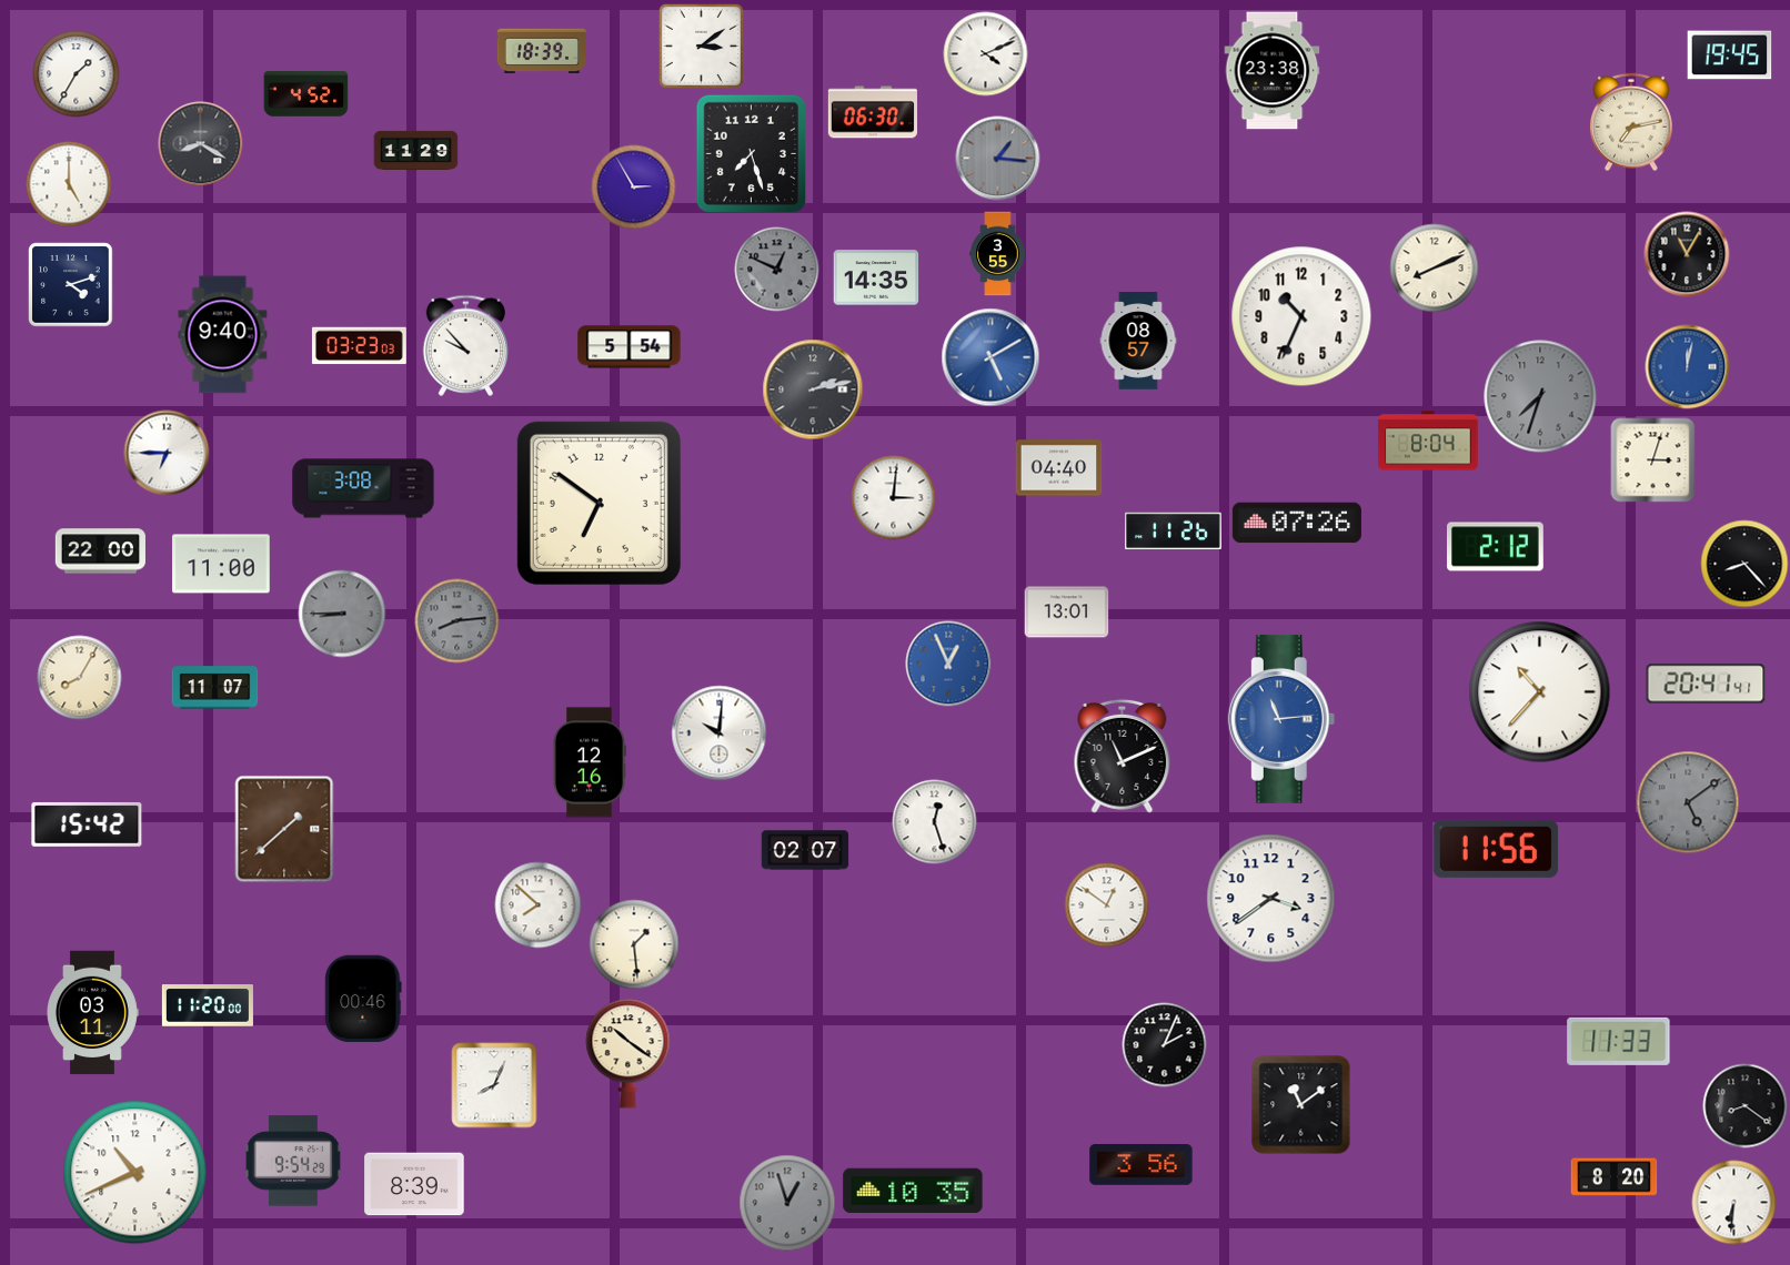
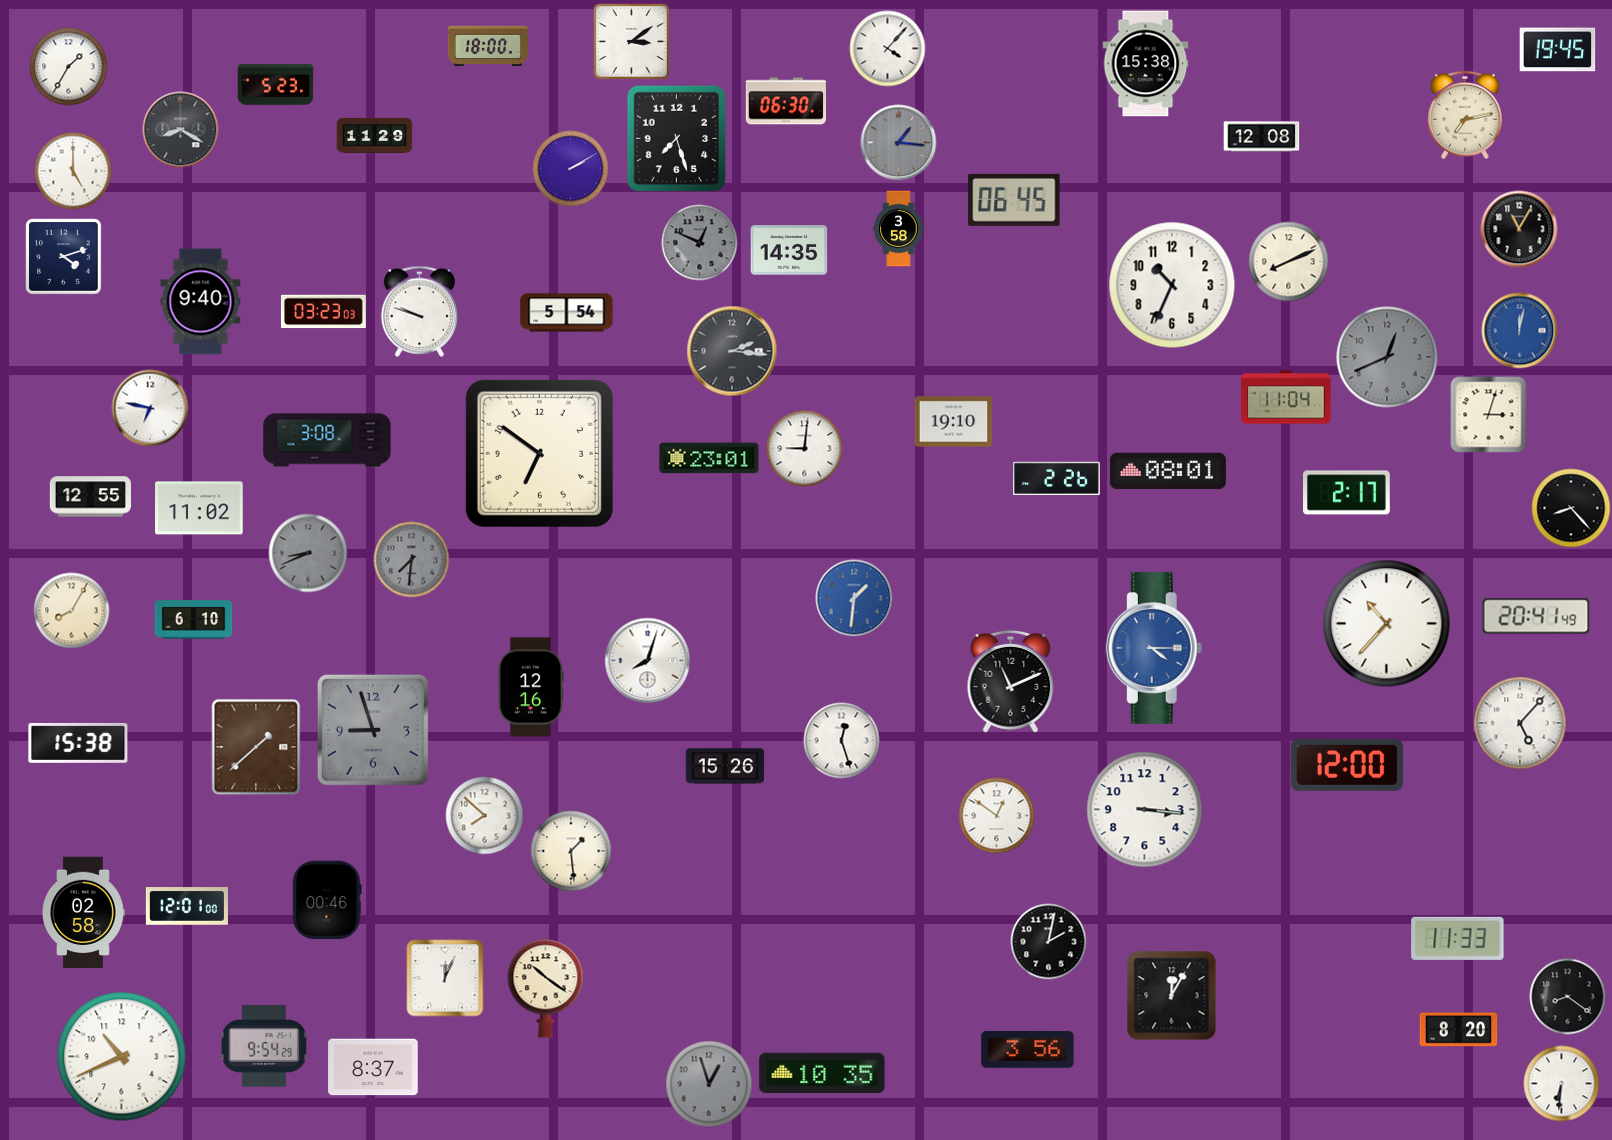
clock at (541, 51): 18:39 -> 18:00
clock at (986, 54): 4:11 -> 4:07
clock at (1273, 71): 23:38 -> 15:38
clock at (306, 94): 4:52 -> 5:23
clock at (1631, 122) position: (1631, 122) -> (1465, 115)
clock at (1262, 137): none -> 12:08
clock at (69, 184) position: (69, 184) -> (73, 171)
clock at (634, 188): 2:55 -> 2:10
clock at (1014, 200): none -> 06:45
clock at (998, 254): 3:55 -> 3:58
clock at (1435, 269) position: (1435, 269) -> (1289, 262)
clock at (1138, 341): 08:57 -> none
clock at (465, 345): 9:53 -> 9:48
clock at (990, 357): 5:10 -> none
clock at (813, 389): 2:13 -> 2:16
clock at (1540, 396): 7:33 -> 12:41
clock at (1428, 441): 8:04 -> 11:04
clock at (167, 453): 6:45 -> 6:47
clock at (1059, 468): 04:40 -> 19:10
clock at (894, 498): 3:01 -> 9:01
clock at (709, 458): none -> 23:01
clock at (1297, 523): 07:26 -> 08:01
clock at (1174, 532): 11:26 -> 2:26
clock at (1496, 547): 2:12 -> 2:17
clock at (100, 551): 22:00 -> 12:55
clock at (221, 564): 11:00 -> 11:02
clock at (1067, 613): 13:01 -> none
clock at (342, 614): 8:45 -> 8:41
clock at (457, 621): 8:14 -> 7:31
clock at (948, 664): 12:56 -> 1:31
clock at (1706, 684): 20:41:41 -> 20:41:49
clock at (215, 688): 11:07 -> 6:10
clock at (1281, 719): 11:14 -> 4:15
clock at (720, 733): 10:01 -> 8:03
clock at (1688, 802): 5:09 -> 5:07
clock at (1688, 802) dial: grey -> white
clock at (373, 730): none -> 8:57
clock at (87, 824): 15:42 -> 15:38
clock at (1496, 849): 11:56 -> 12:00
clock at (805, 850): 02:07 -> 15:26
clock at (1271, 899): 3:39 -> 3:16
clock at (208, 1005): 11:20 -> 12:01
clock at (93, 1013): 03:11 -> 02:58
clock at (1165, 1045): 2:04 -> 2:02
clock at (628, 1054) position: (628, 1054) -> (546, 989)
clock at (494, 1085): 8:04 -> 12:04
clock at (1301, 1105): 11:09 -> 12:05
clock at (1746, 1106) position: (1746, 1106) -> (1568, 997)
clock at (1615, 1177) position: (1615, 1177) -> (1459, 1030)
clock at (414, 1184): 8:39 -> 8:37
